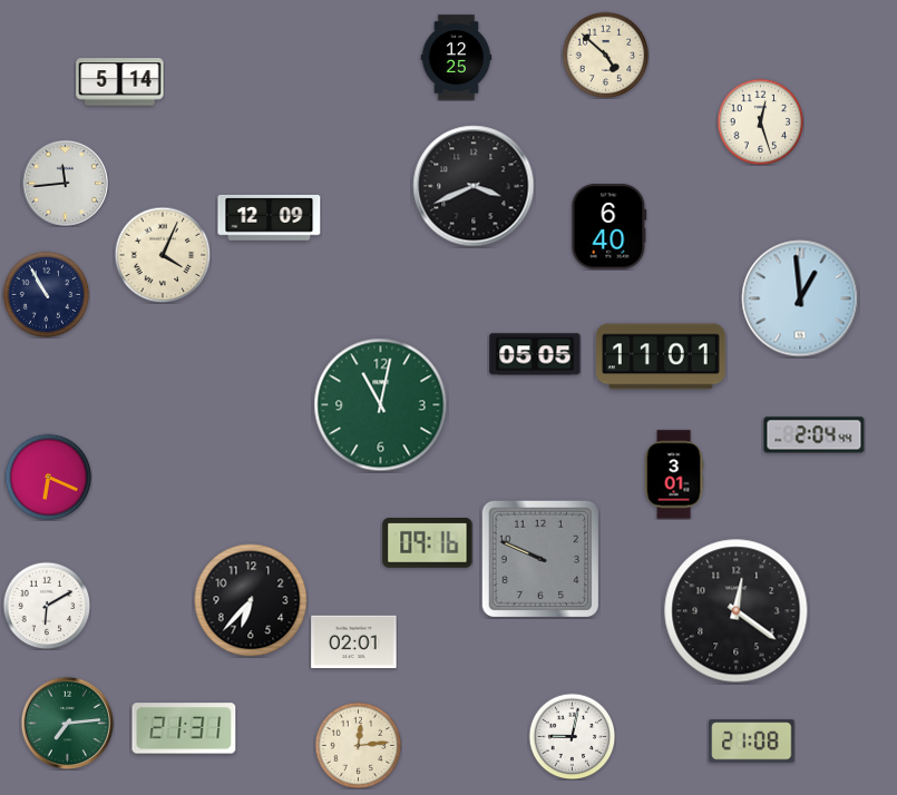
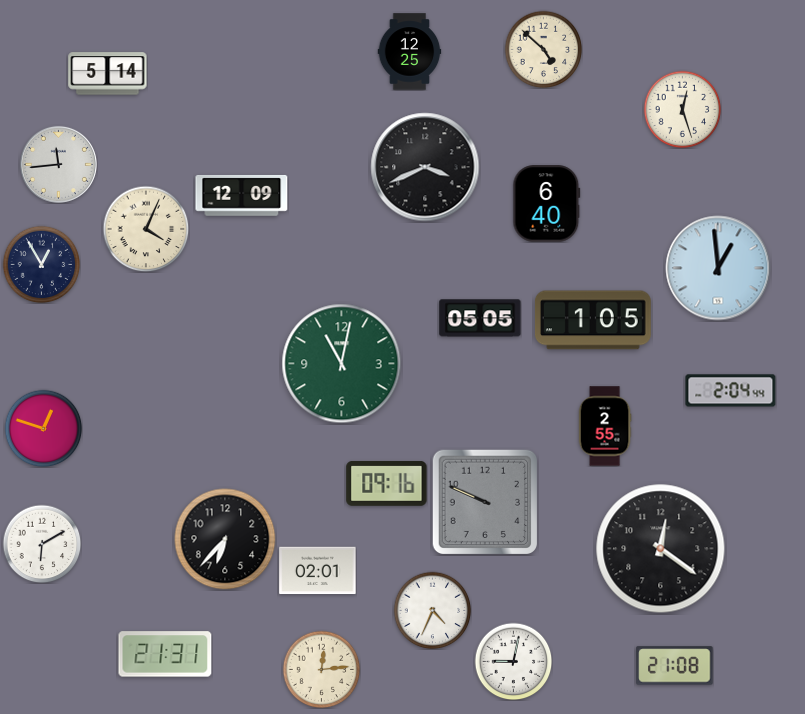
clock at (46, 294): 10:55 -> 12:55
clock at (661, 356): 11:01 -> 1:05
clock at (674, 474): 3:01 -> 2:55
clock at (48, 477): 6:19 -> 12:48
clock at (428, 543) position: (428, 543) -> (387, 484)
clock at (354, 642) position: (354, 642) -> (318, 571)
clock at (432, 610): none -> 4:34
clock at (67, 723): 7:14 -> none
